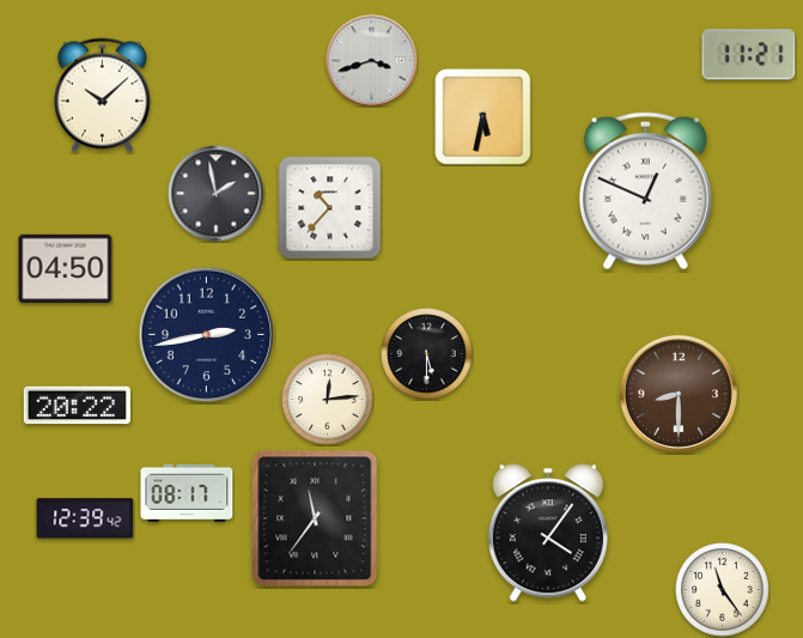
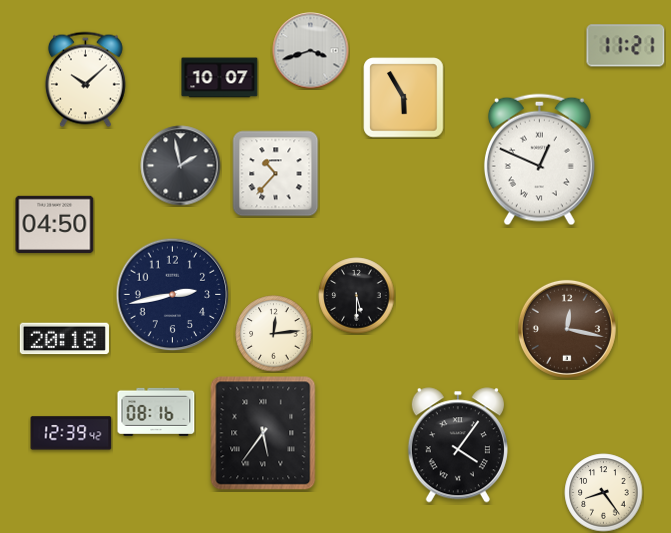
clock at (220, 78): none -> 10:07
clock at (483, 117): 5:32 -> 5:55
clock at (217, 194) position: (217, 194) -> (181, 166)
clock at (207, 335) position: (207, 335) -> (173, 295)
clock at (679, 394): 8:30 -> 12:17
clock at (77, 406): 20:22 -> 20:18
clock at (187, 493): 08:17 -> 08:16
clock at (315, 518): 11:36 -> 5:36
clock at (723, 590): 11:24 -> 8:24
